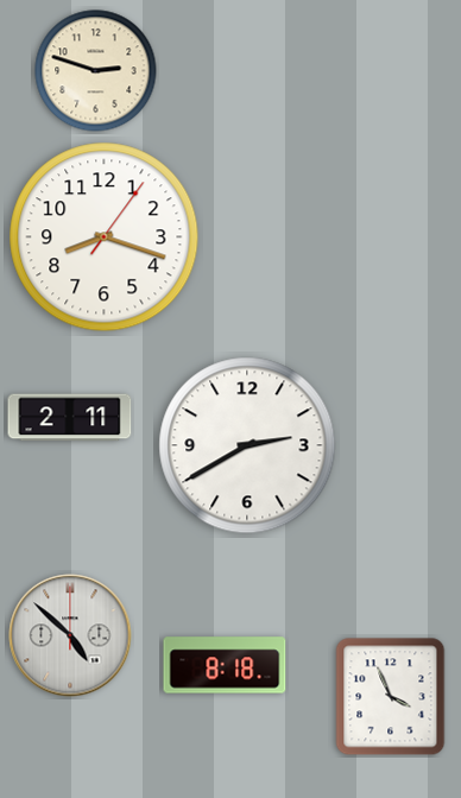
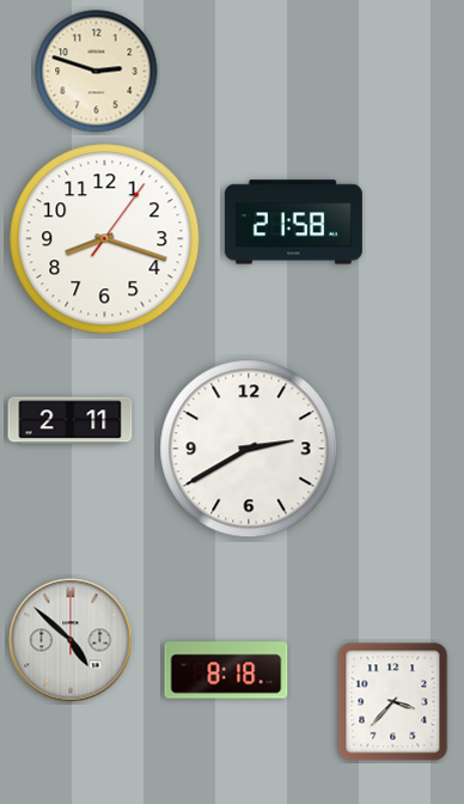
clock at (293, 223): none -> 21:58
clock at (391, 697): 3:56 -> 3:37
